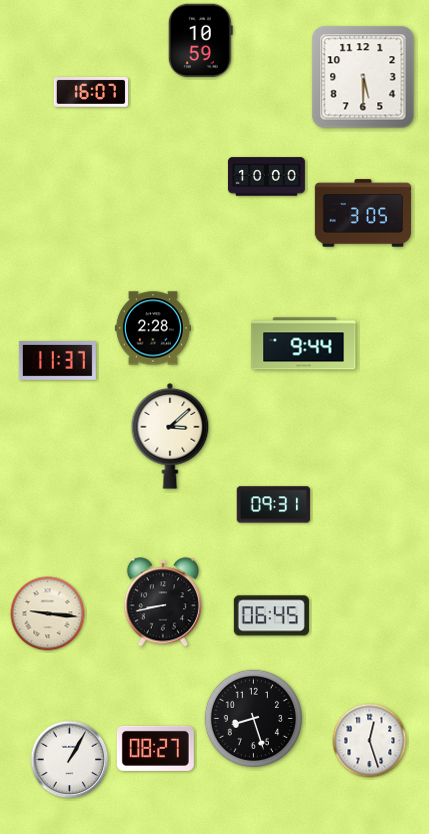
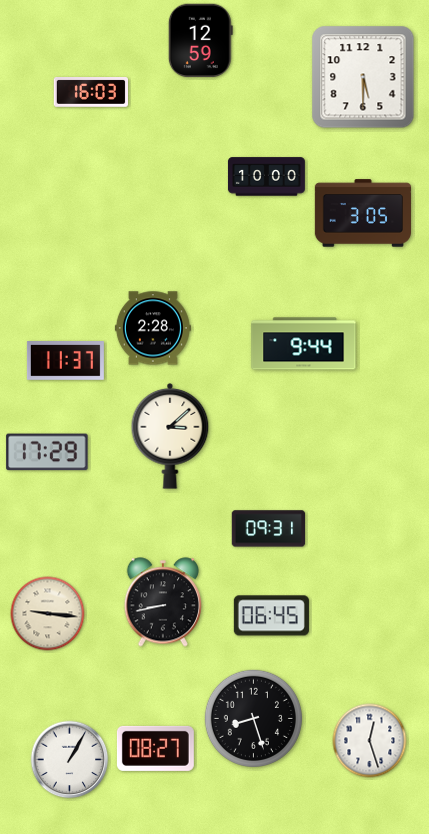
clock at (200, 41): 10:59 -> 12:59
clock at (90, 93): 16:07 -> 16:03
clock at (57, 361) position: (57, 361) -> (65, 361)
clock at (47, 452): none -> 17:29
clock at (274, 505) position: (274, 505) -> (269, 529)
